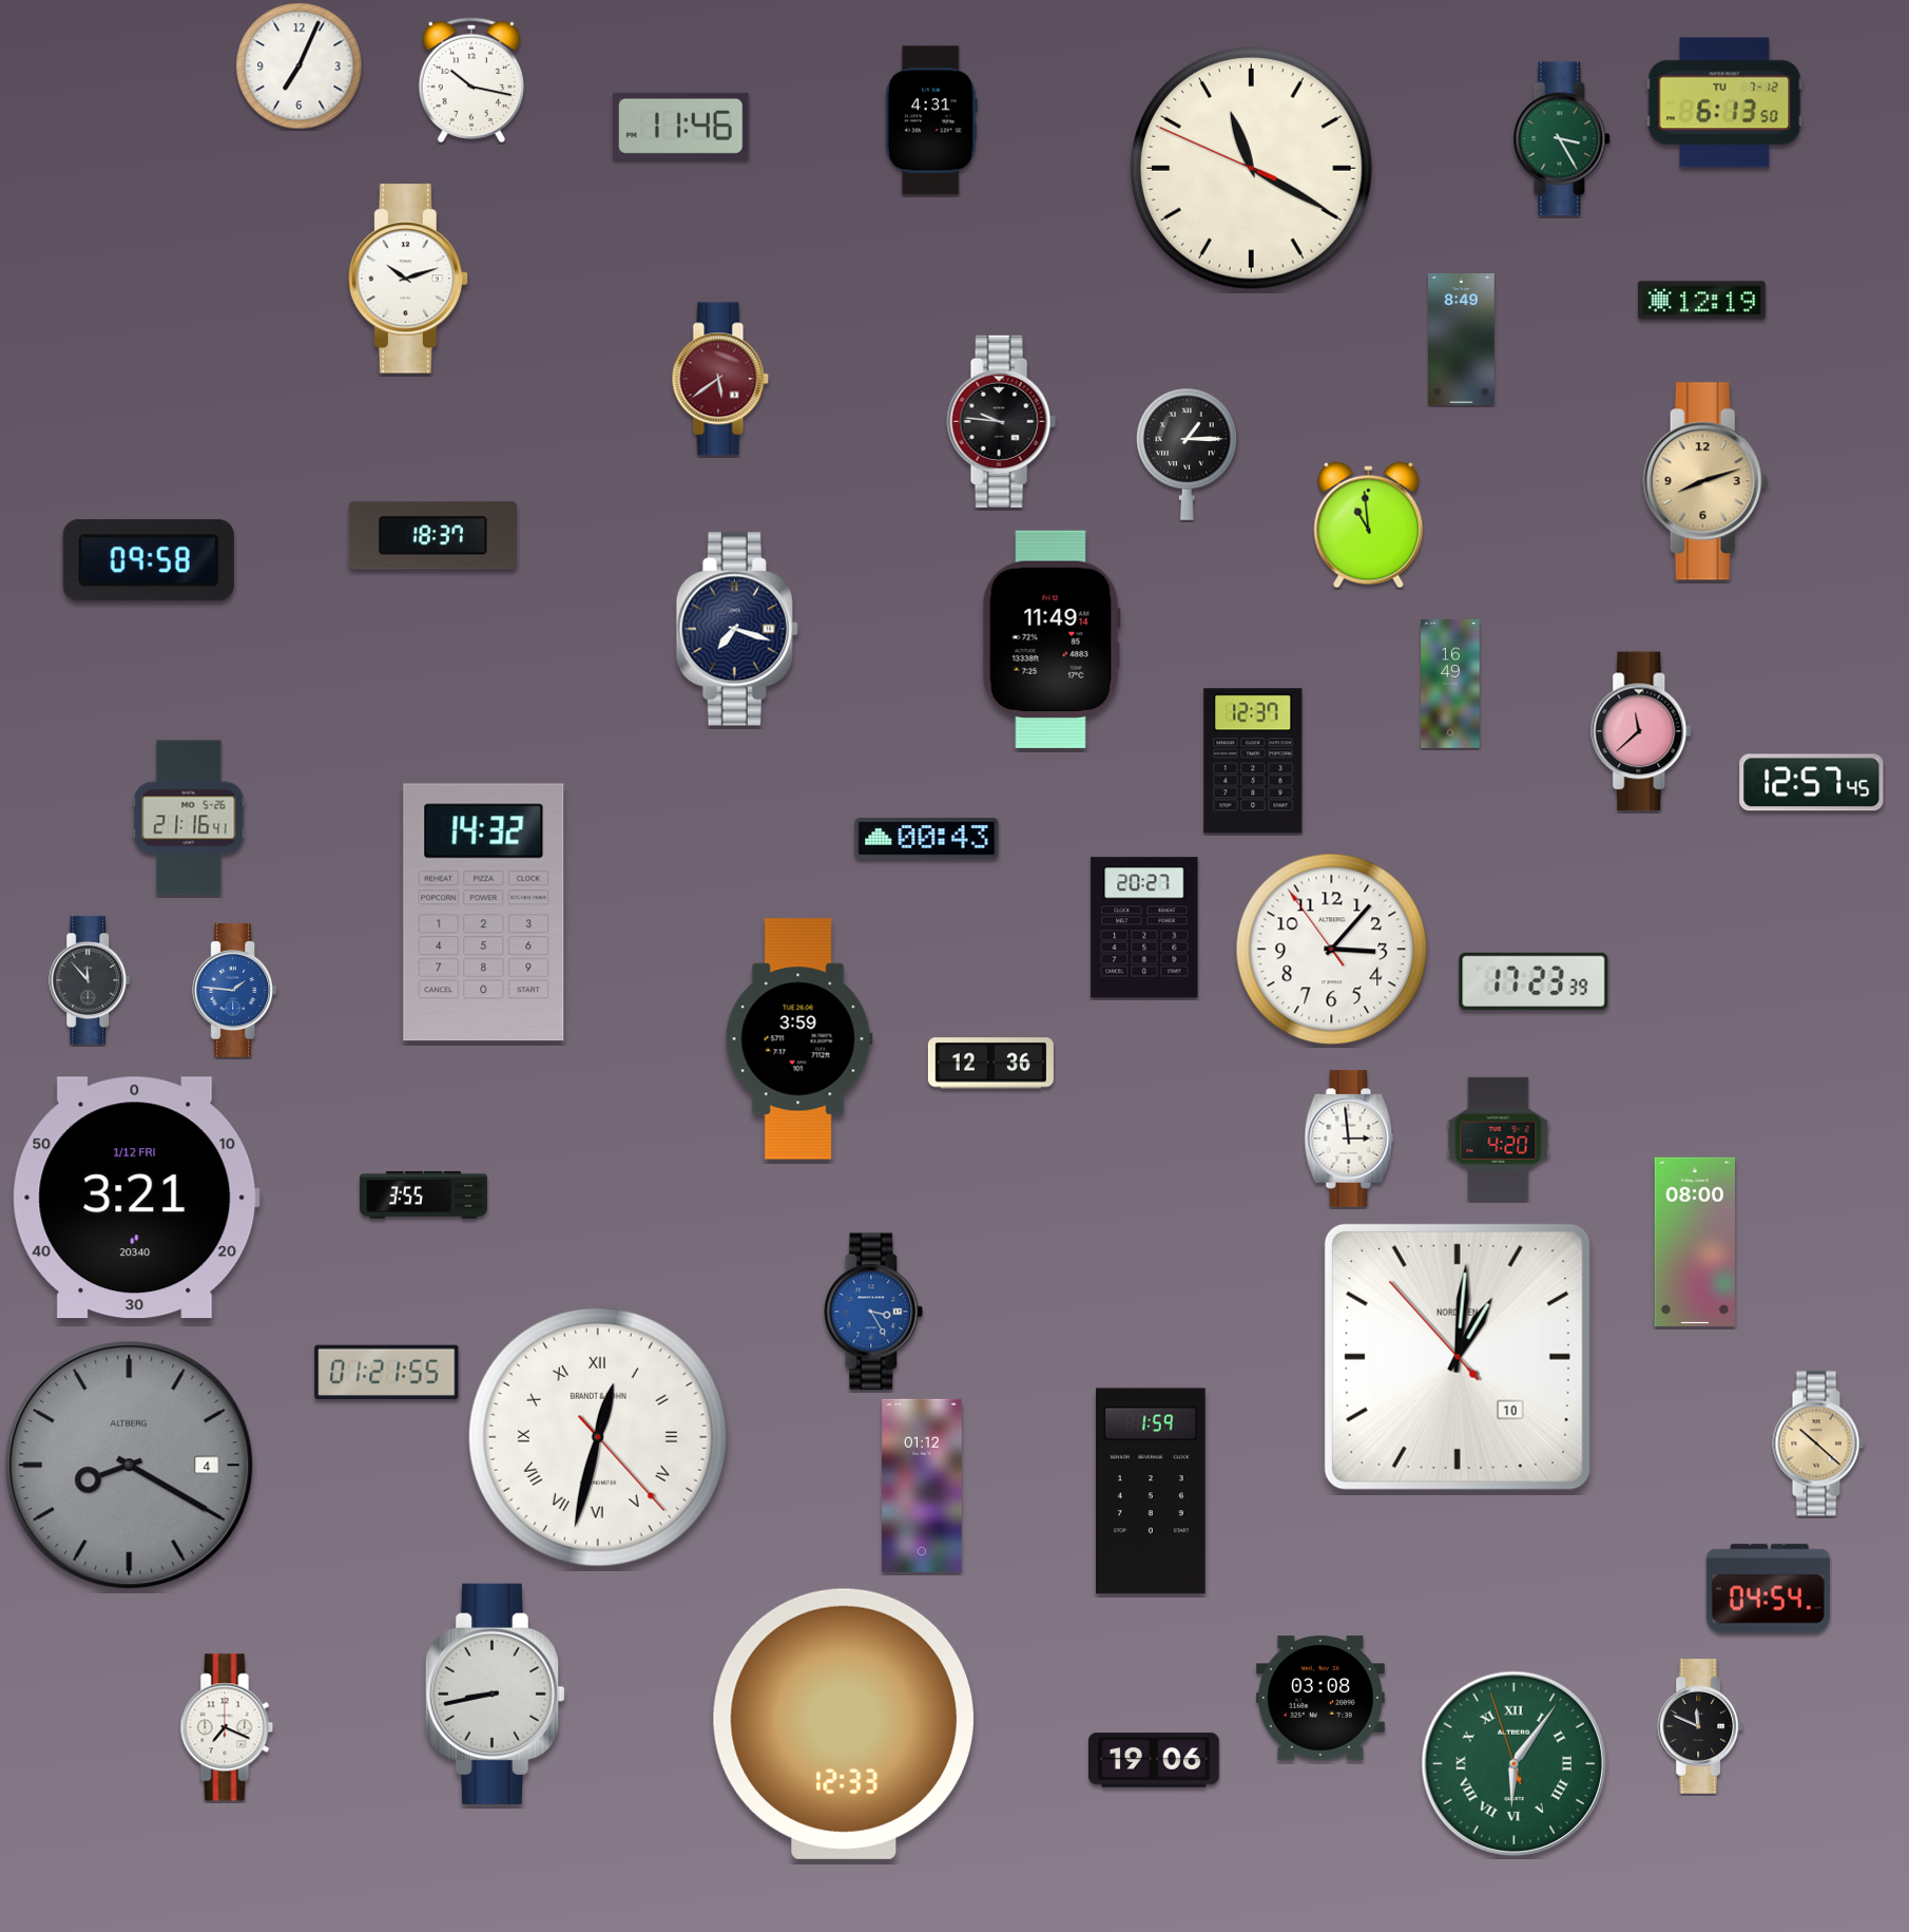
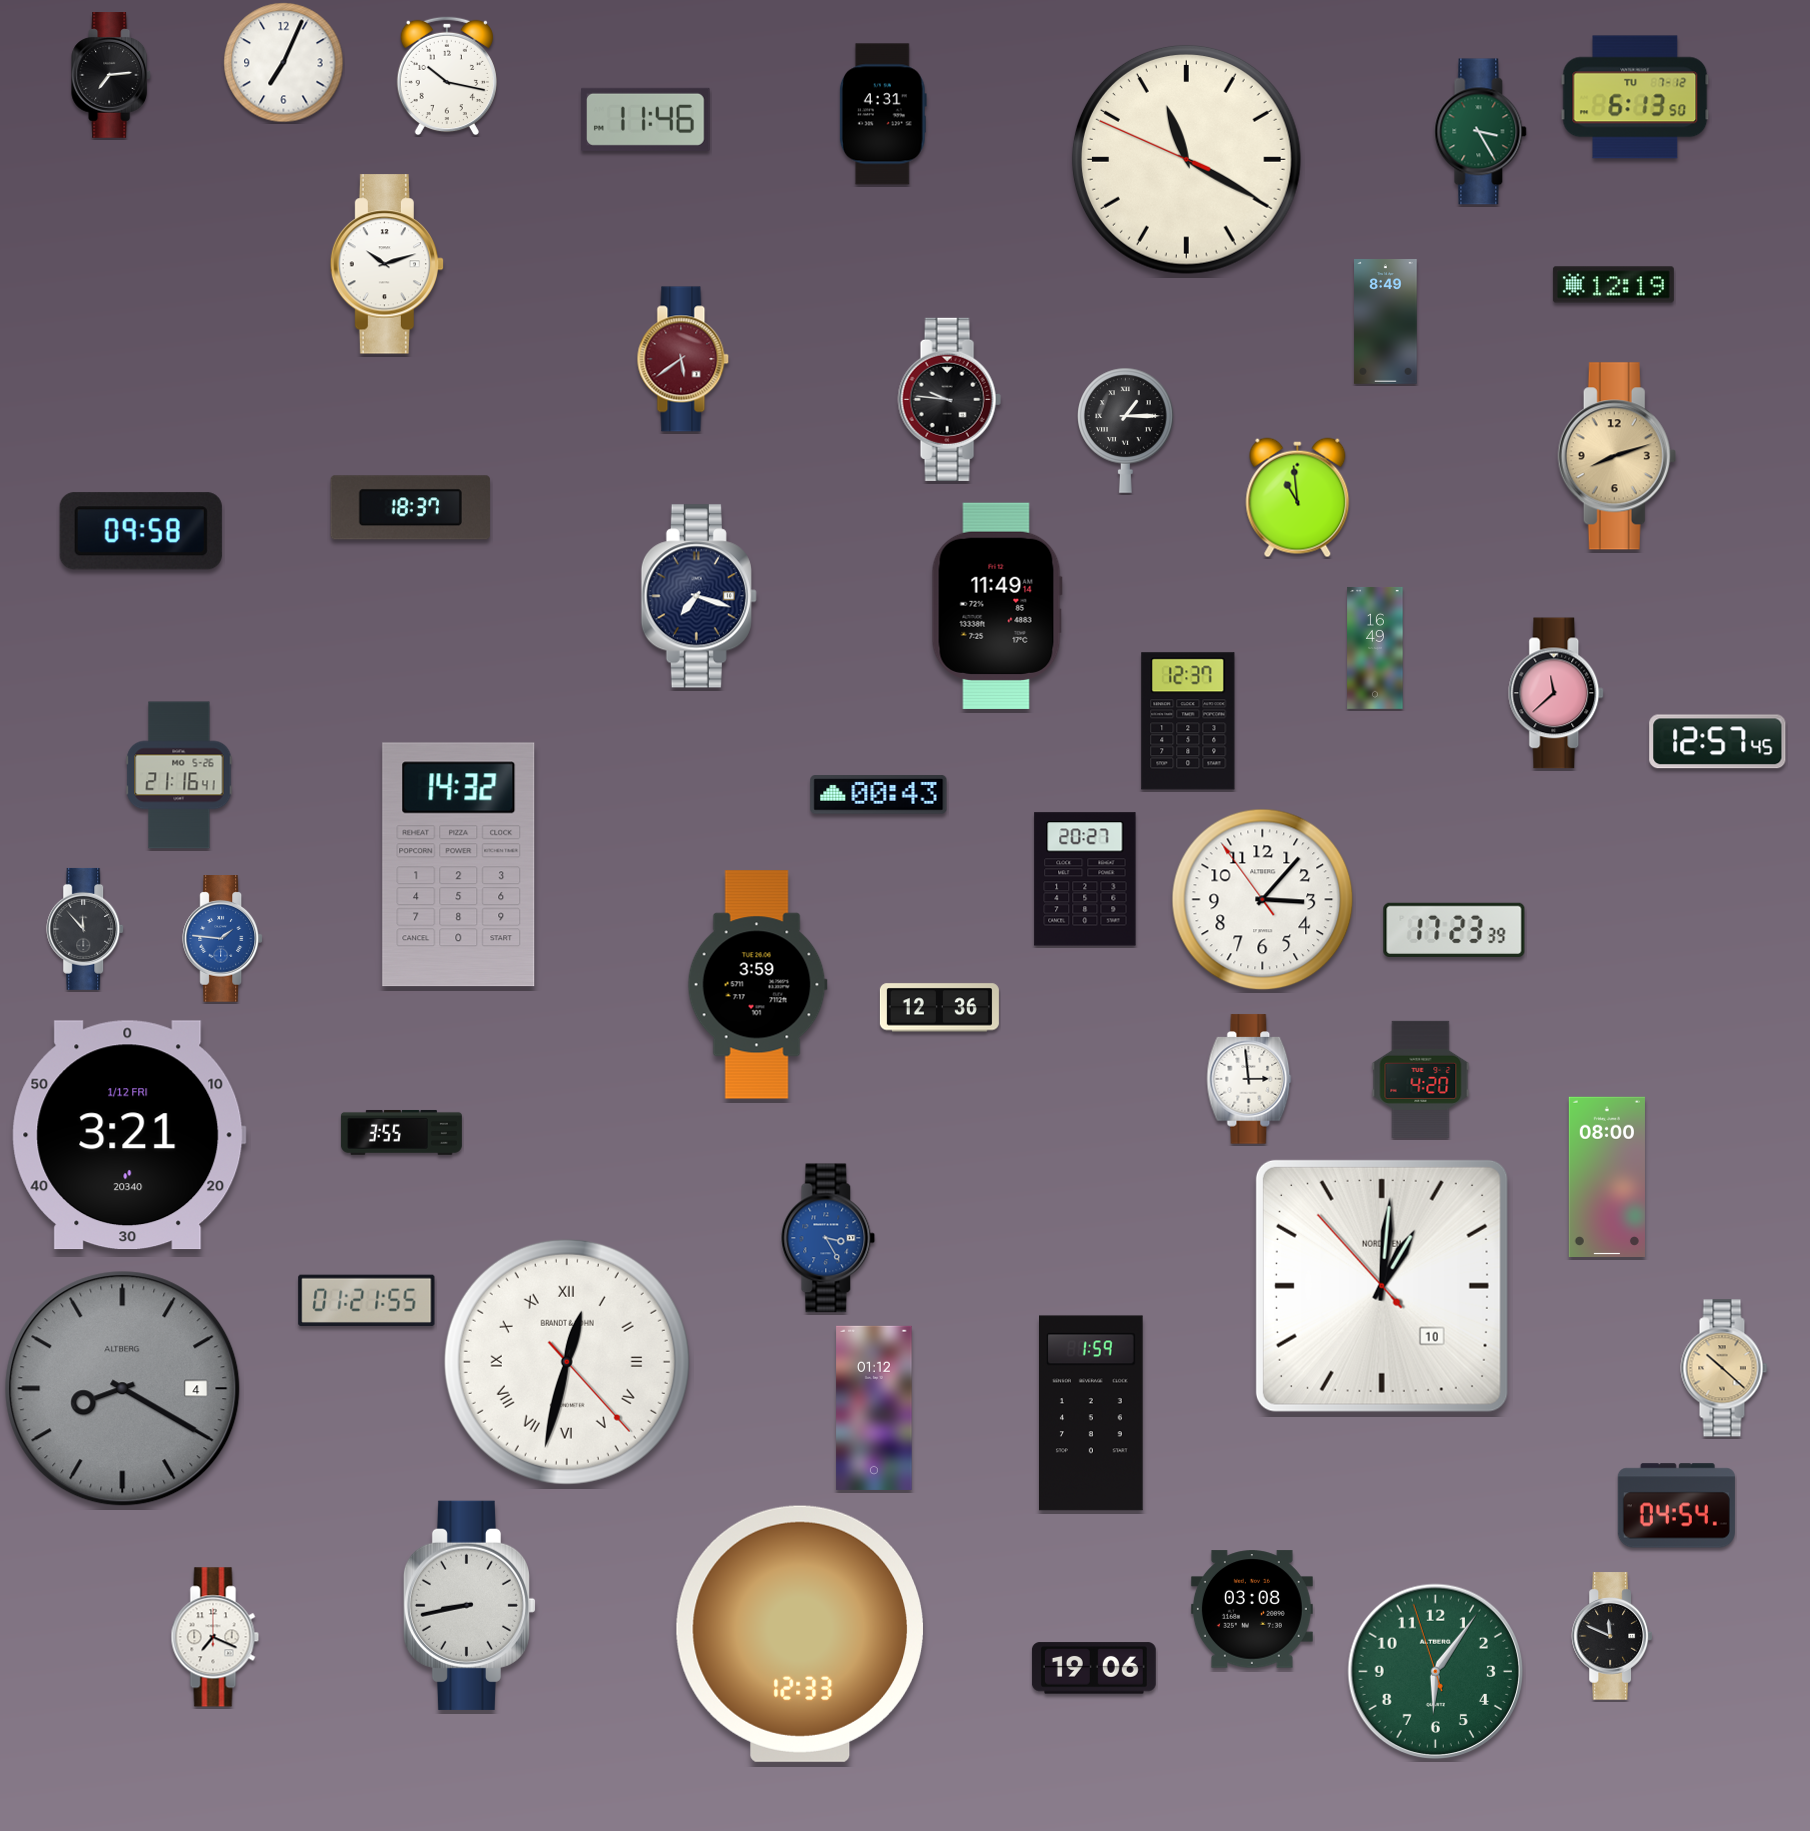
clock at (112, 75): none -> 7:14
clock at (1349, 1139) position: (1349, 1139) -> (1249, 1079)
clock at (873, 1312) position: (873, 1312) -> (828, 1238)
clock at (1515, 1764) numerals: Roman -> Arabic
